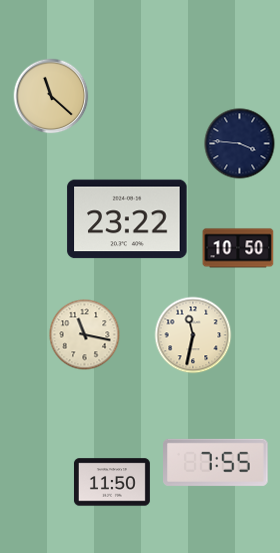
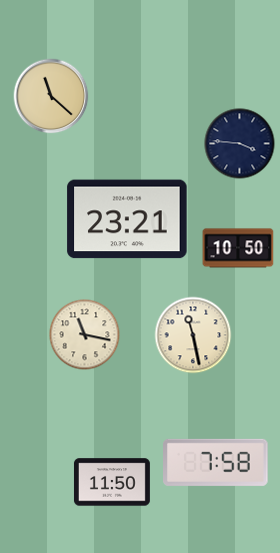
clock at (127, 219): 23:22 -> 23:21
clock at (193, 335): 11:32 -> 11:28
clock at (216, 462): 7:55 -> 7:58
